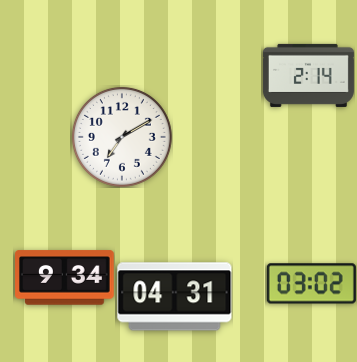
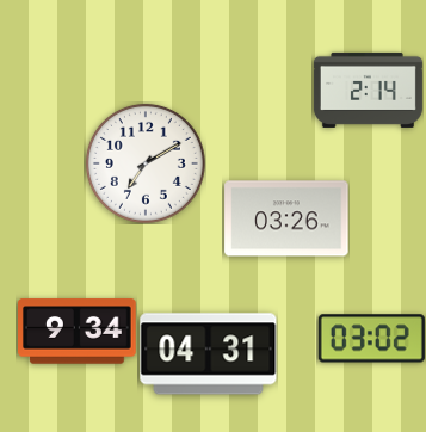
clock at (286, 218): none -> 03:26
